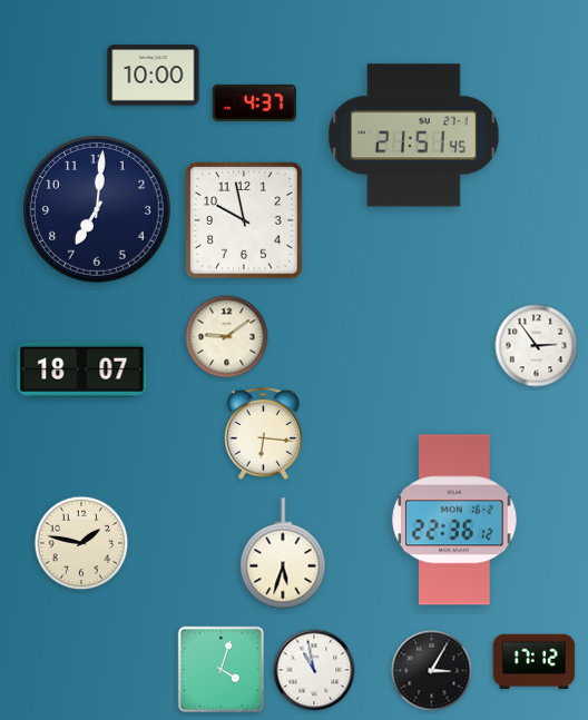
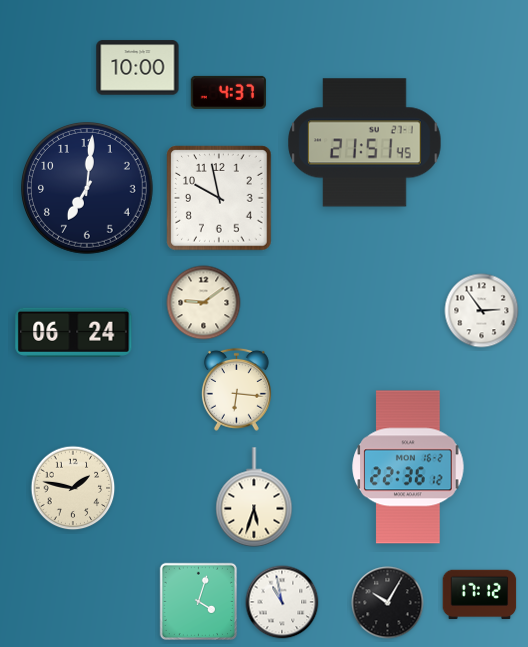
clock at (414, 136) position: (414, 136) -> (365, 143)
clock at (82, 369): 18:07 -> 06:24
clock at (432, 671): 3:05 -> 10:05
